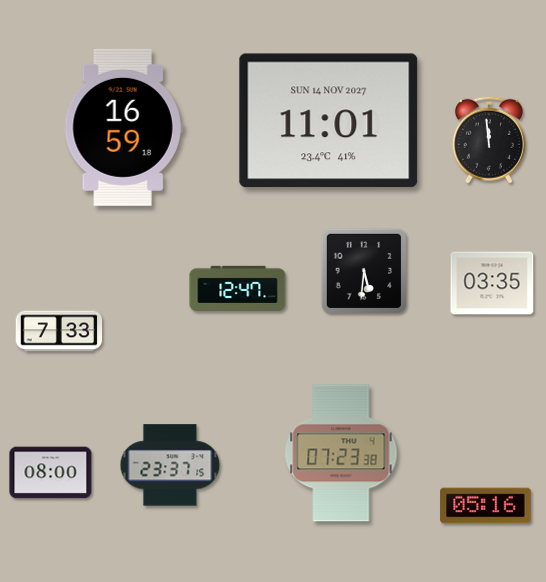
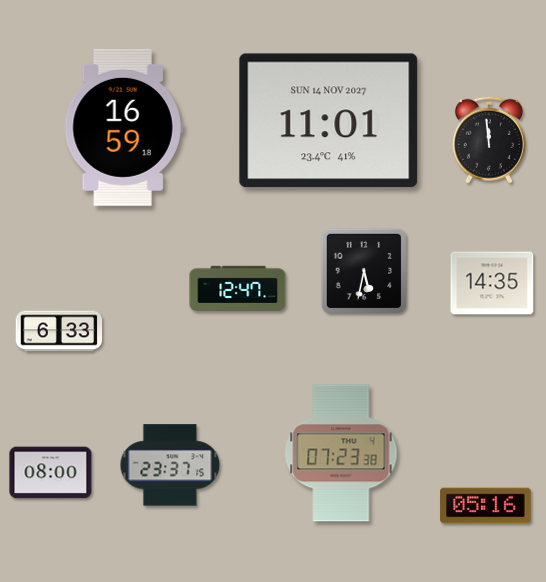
clock at (364, 271): 5:31 -> 5:32
clock at (492, 283): 03:35 -> 14:35
clock at (59, 331): 7:33 -> 6:33
